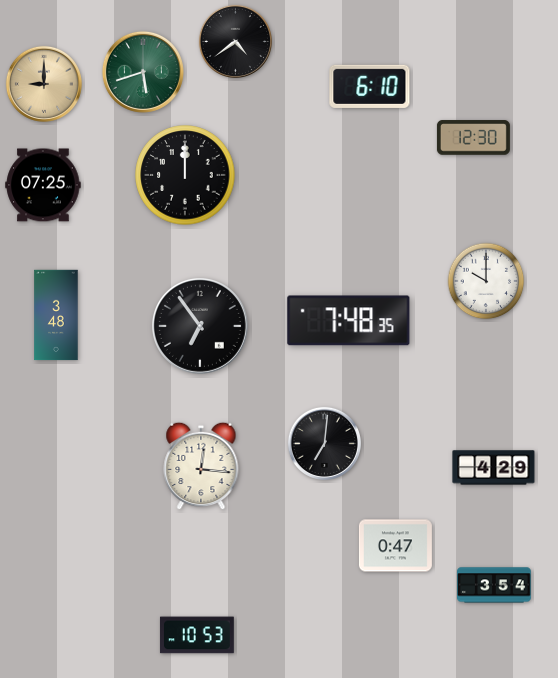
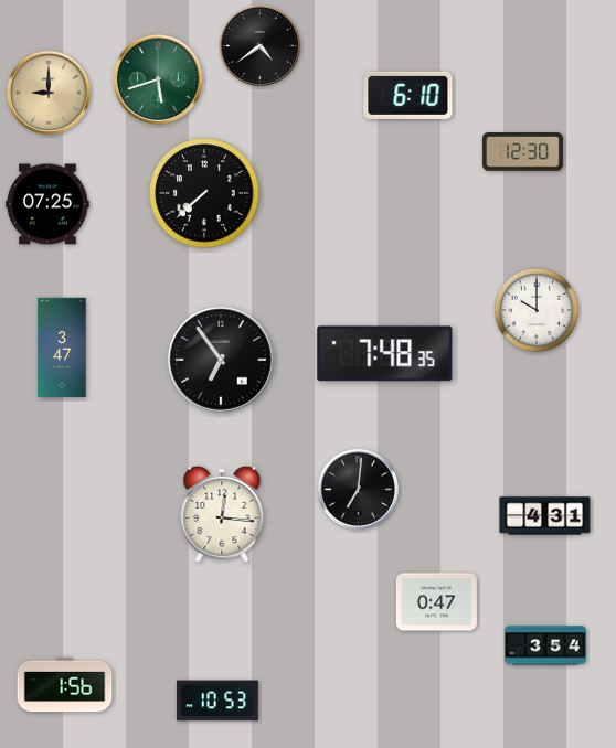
clock at (185, 175): 12:00 -> 7:38
clock at (56, 315): 3:48 -> 3:47
clock at (494, 468): 4:29 -> 4:31
clock at (65, 685): none -> 1:56
